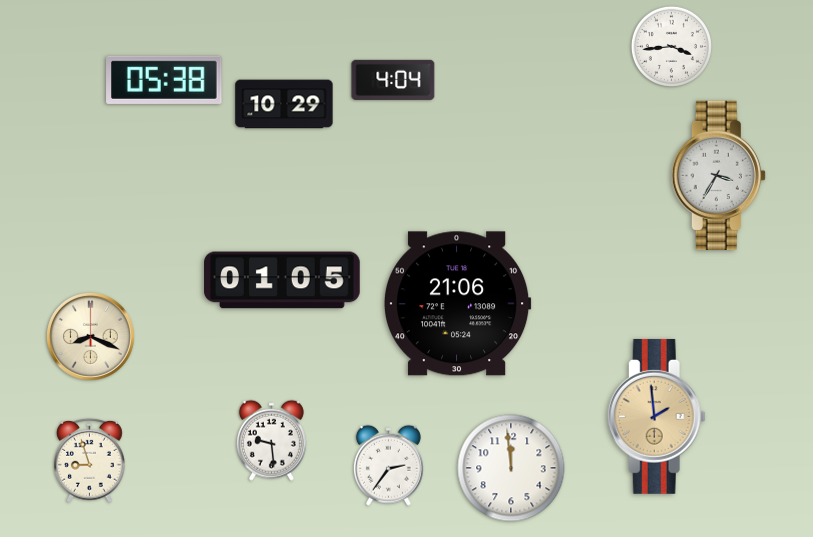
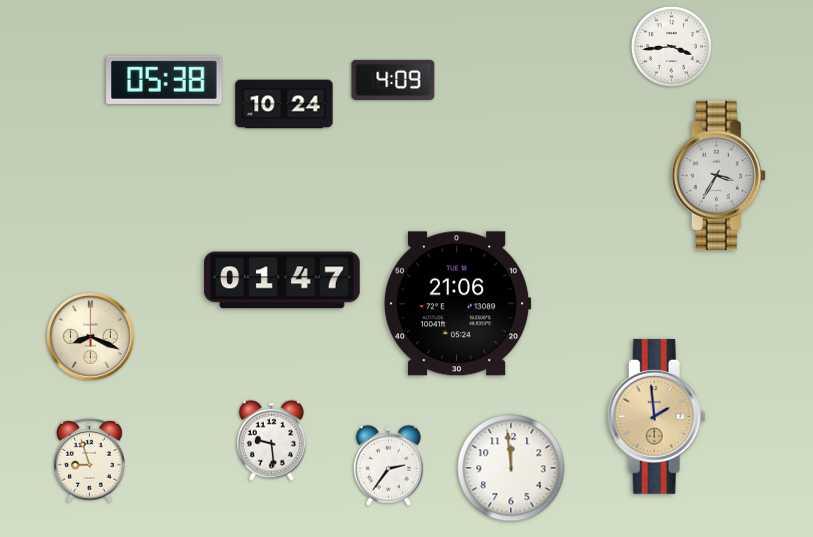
clock at (393, 80): 4:04 -> 4:09
clock at (284, 104): 10:29 -> 10:24
clock at (282, 280): 01:05 -> 01:47
